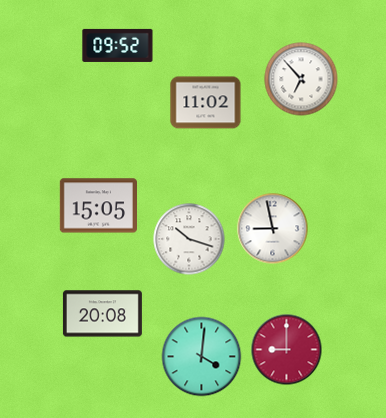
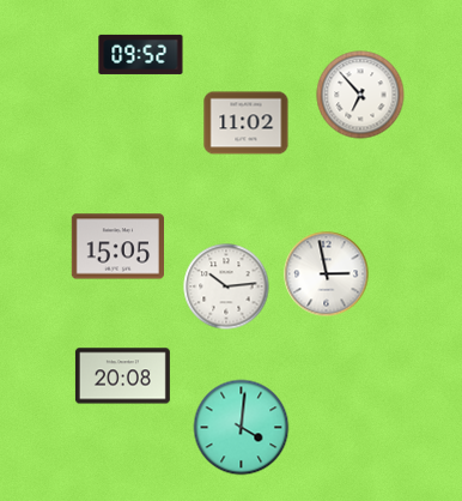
clock at (273, 229): 8:58 -> 2:58
clock at (189, 239): 10:18 -> 10:14
clock at (287, 350): 9:00 -> none
